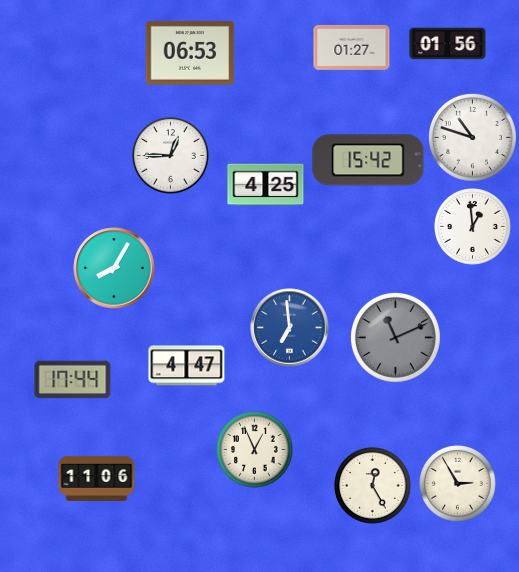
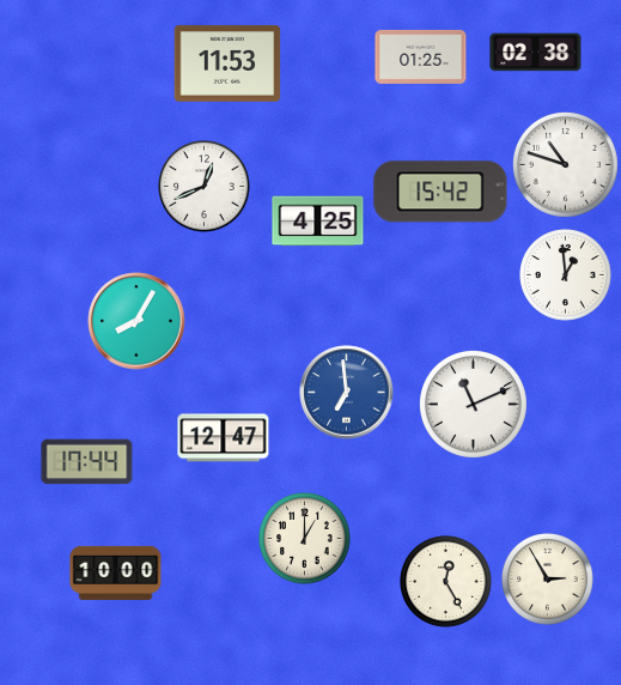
clock at (448, 44): 01:56 -> 02:38
clock at (352, 47): 01:27 -> 01:25
clock at (190, 53): 06:53 -> 11:53
clock at (171, 156): 12:45 -> 12:41
clock at (473, 227) position: (473, 227) -> (566, 275)
clock at (395, 337) dial: grey -> white
clock at (187, 366): 4:47 -> 12:47
clock at (73, 380) position: (73, 380) -> (87, 462)
clock at (255, 450): 12:56 -> 1:00
clock at (97, 478): 11:06 -> 10:00
